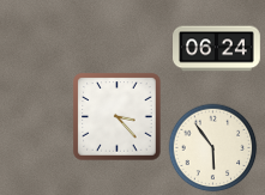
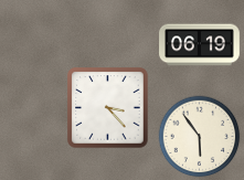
clock at (217, 49): 06:24 -> 06:19
clock at (213, 148) position: (213, 148) -> (200, 137)
